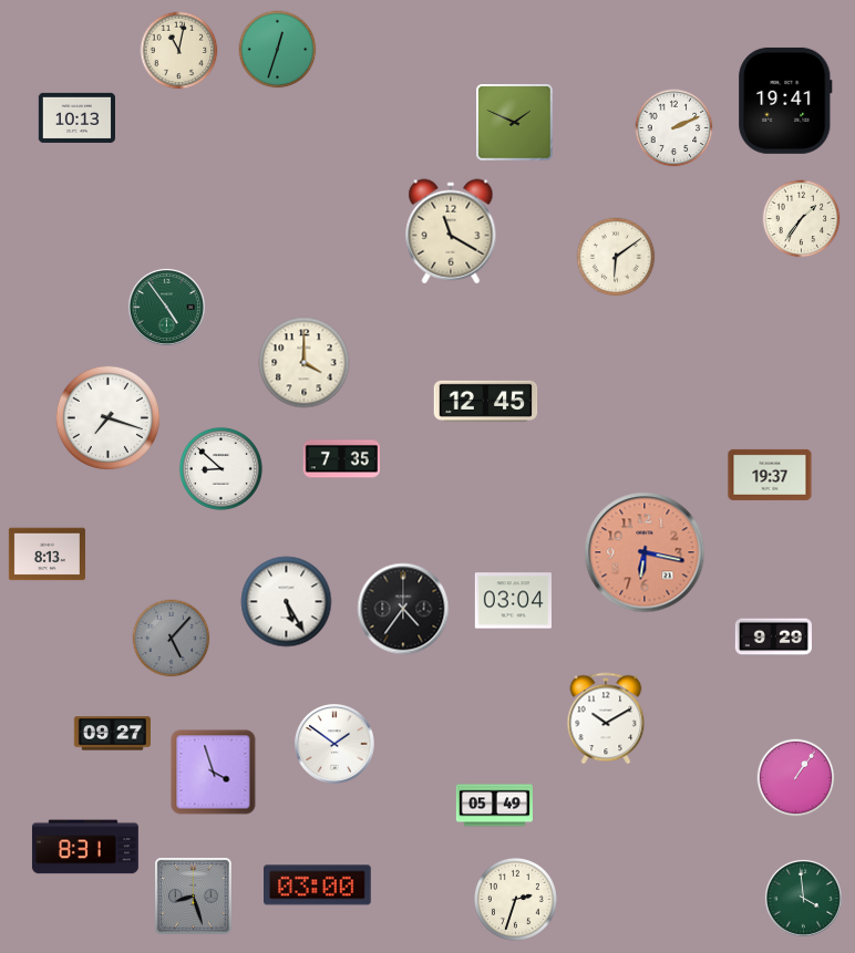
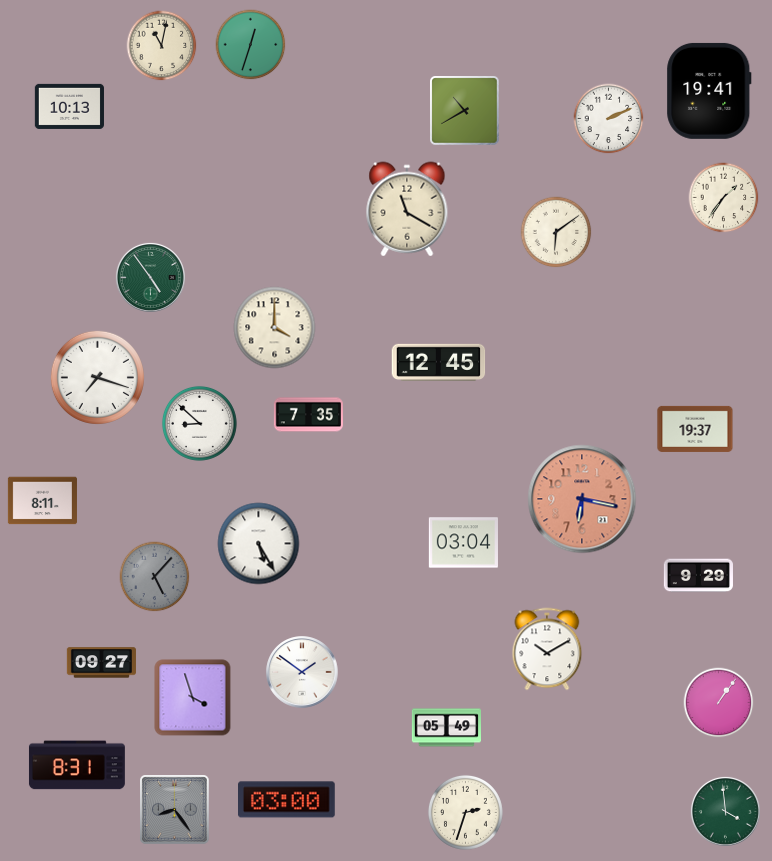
clock at (515, 123): 1:49 -> 10:40
clock at (674, 128) position: (674, 128) -> (609, 119)
clock at (47, 555): 8:13 -> 8:11
clock at (403, 609): 4:36 -> none
clock at (194, 897): 8:27 -> 8:24
